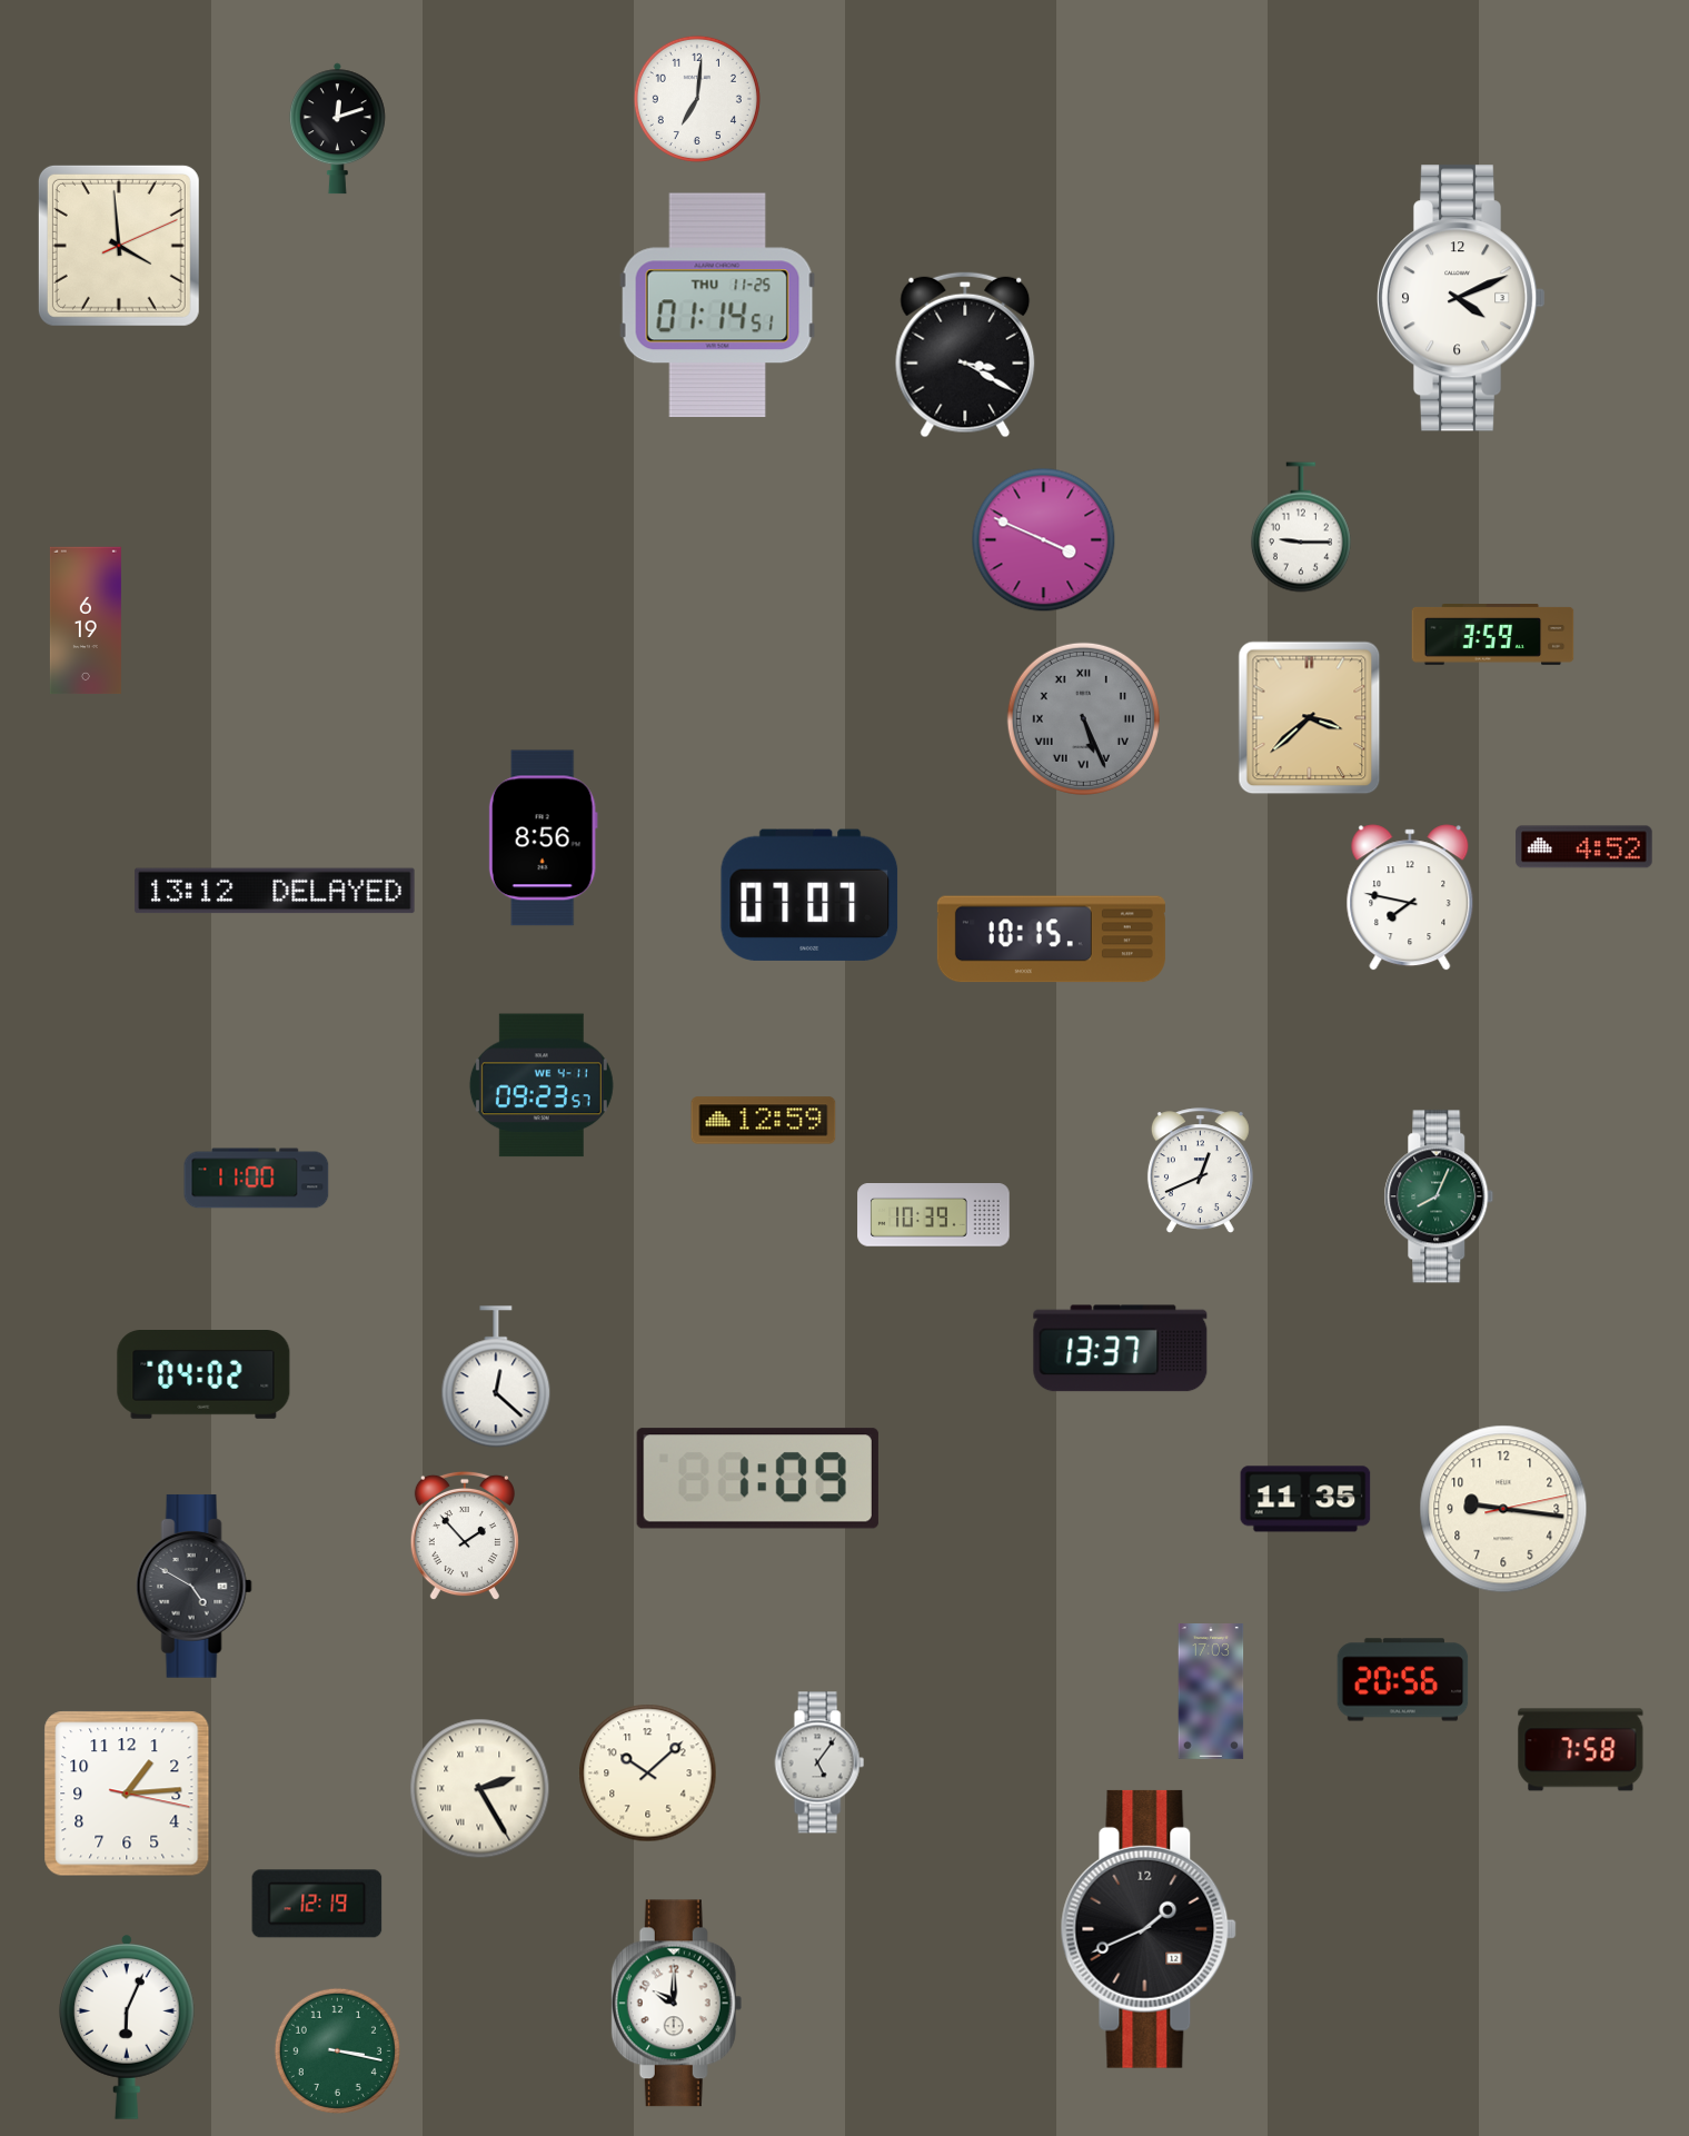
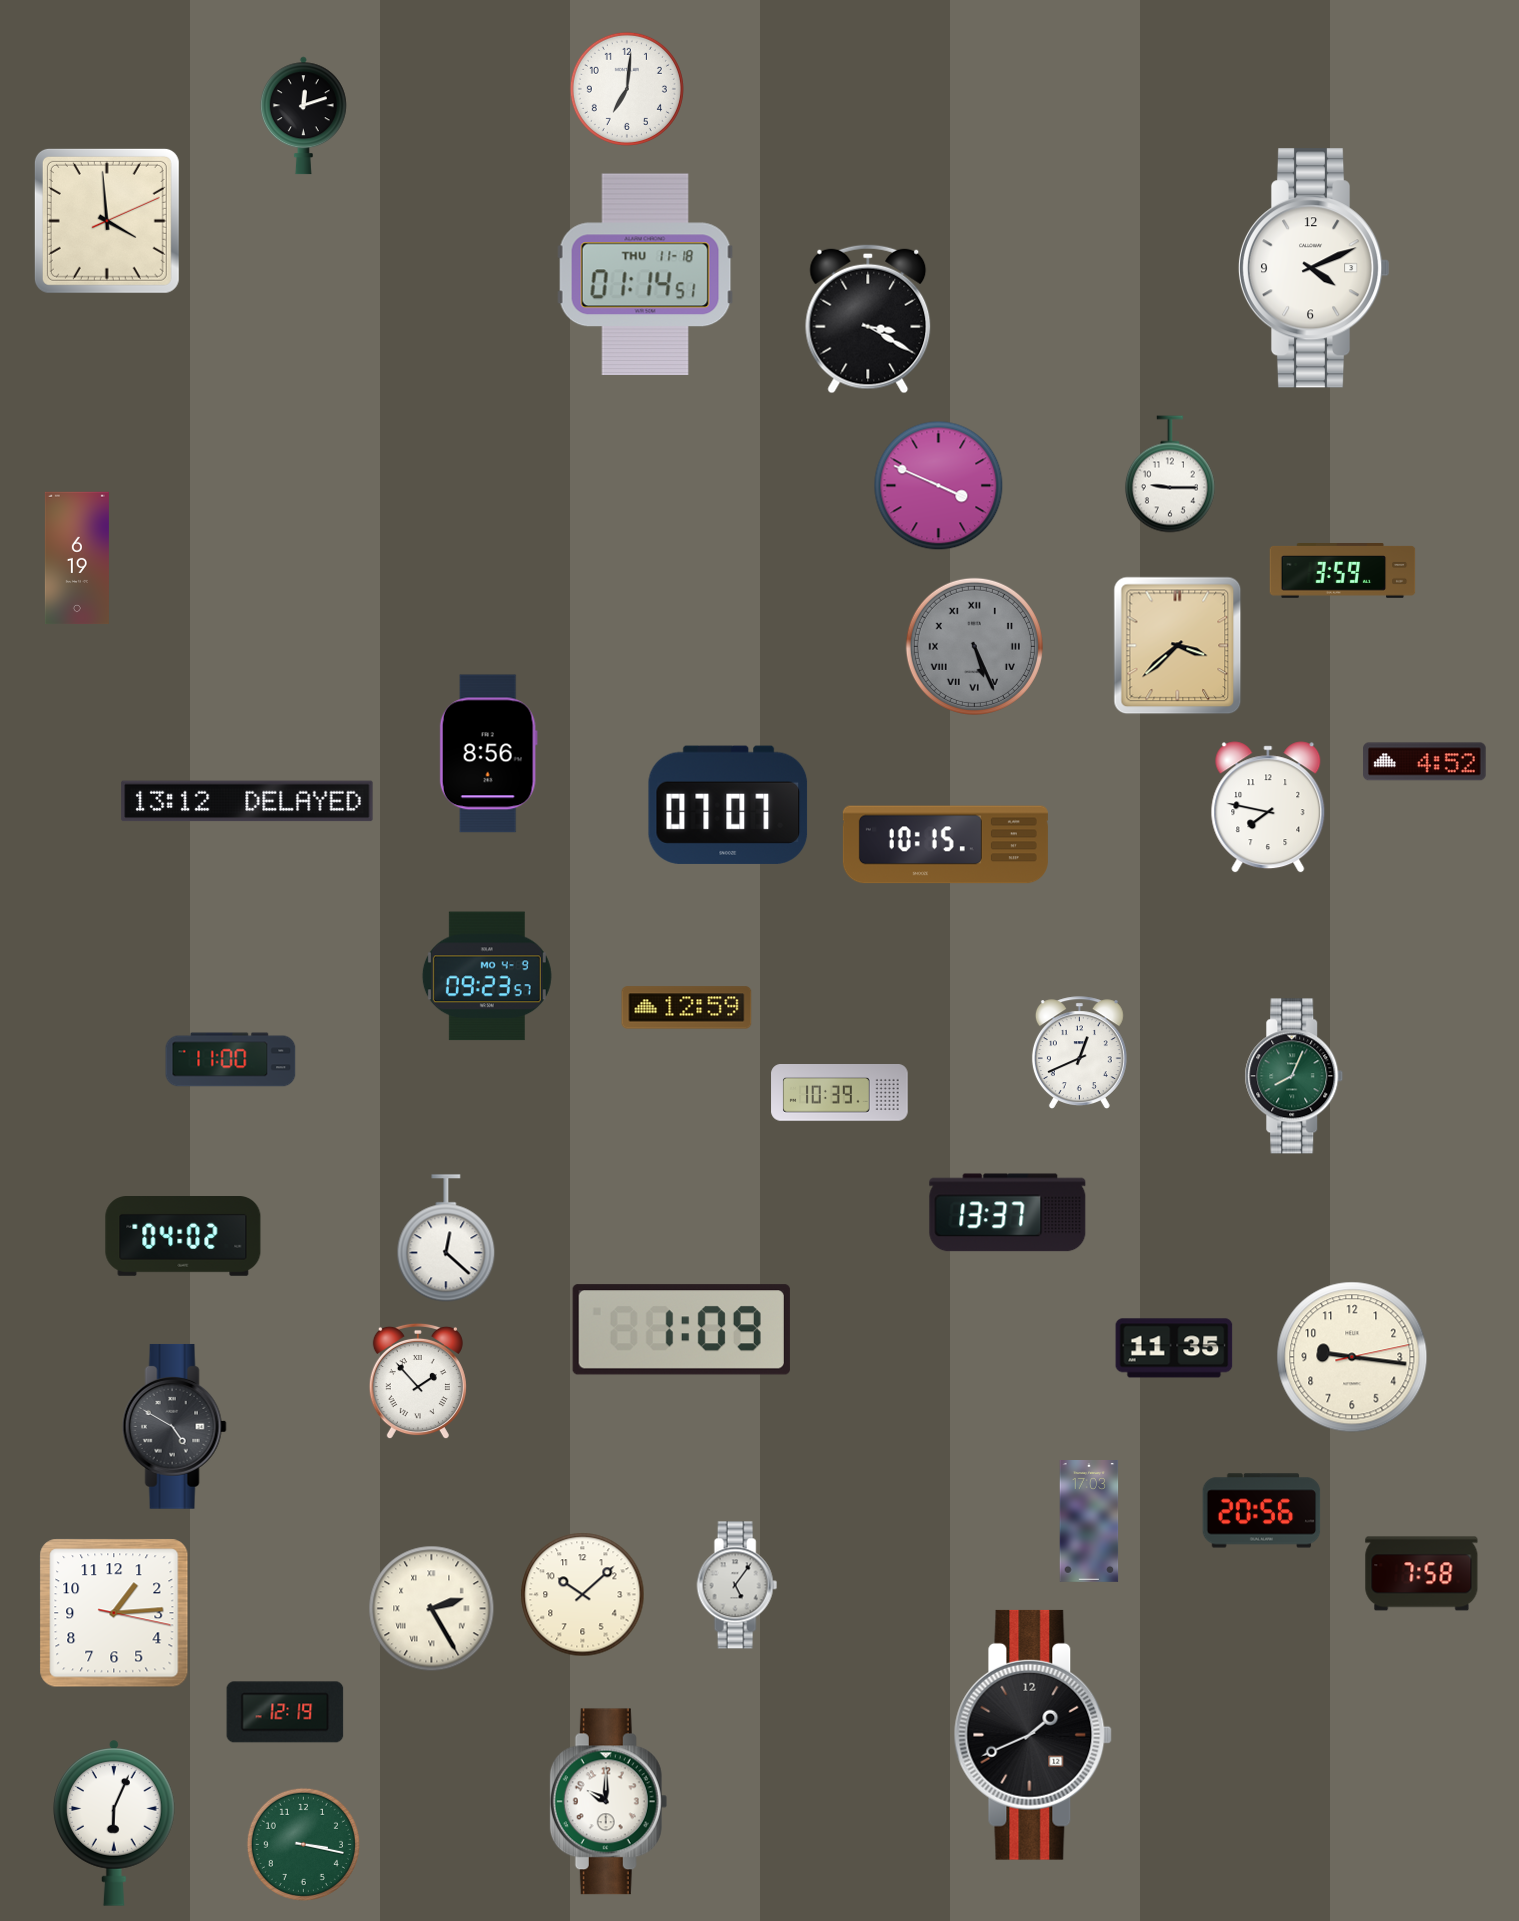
clock at (718, 305) date: THU 11-25 -> THU 11-18
clock at (542, 1085) date: WE 4-11 -> MO 4-9
